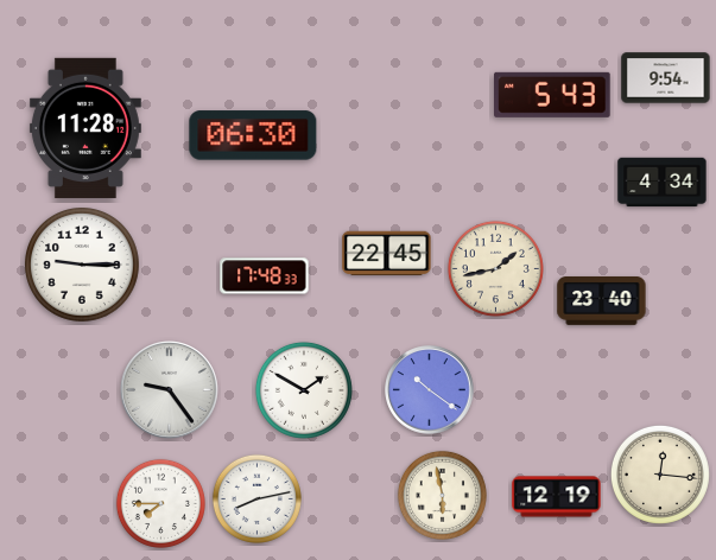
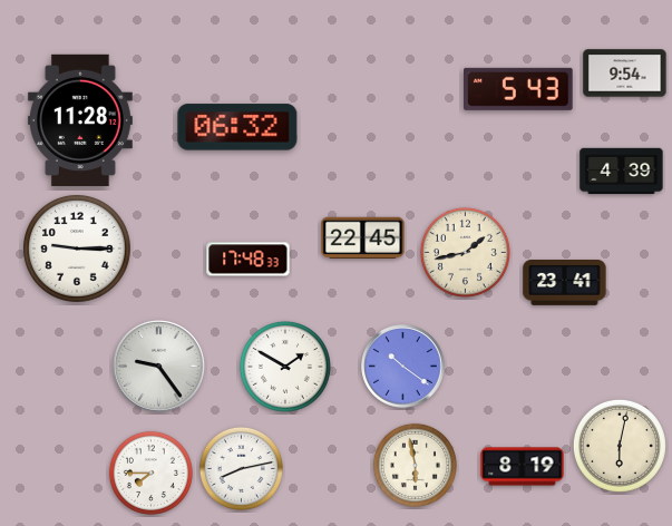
clock at (253, 135): 06:30 -> 06:32
clock at (663, 183): 4:34 -> 4:39
clock at (602, 301): 23:40 -> 23:41
clock at (660, 475): 12:16 -> 6:02
clock at (557, 497): 12:19 -> 8:19
